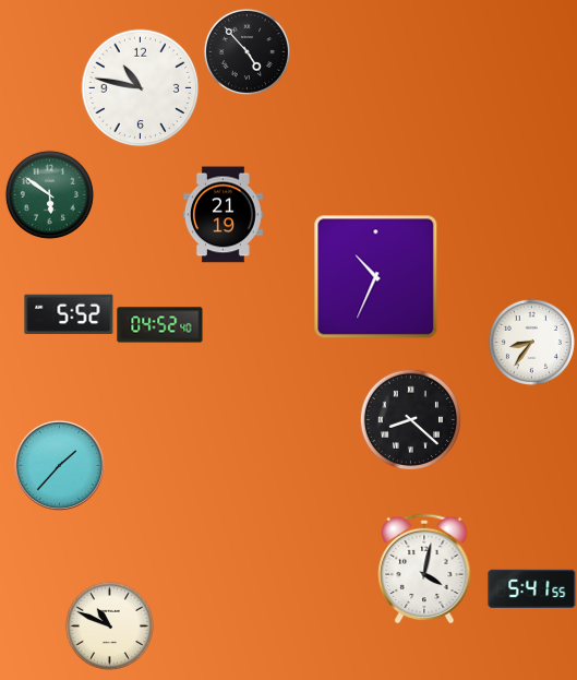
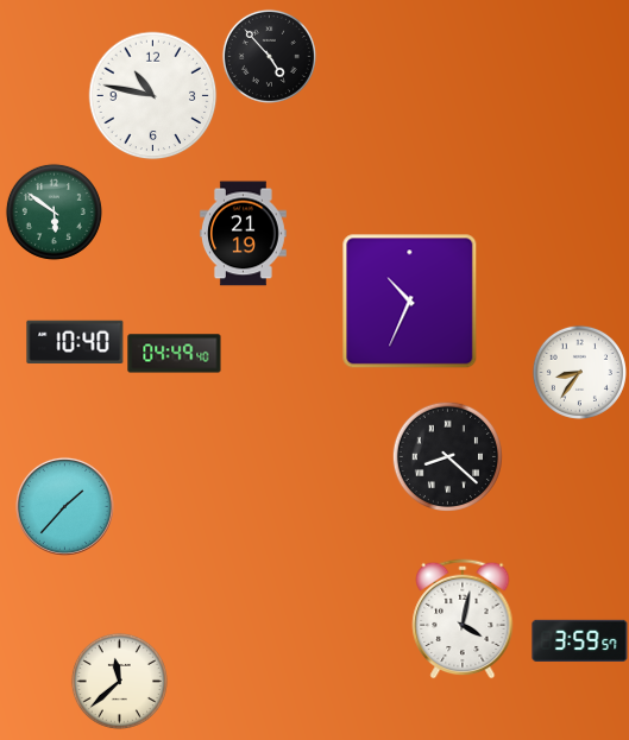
clock at (69, 313): 5:52 -> 10:40
clock at (160, 325): 04:52 -> 04:49
clock at (532, 588): 5:41 -> 3:59
clock at (109, 625): 10:49 -> 11:38
